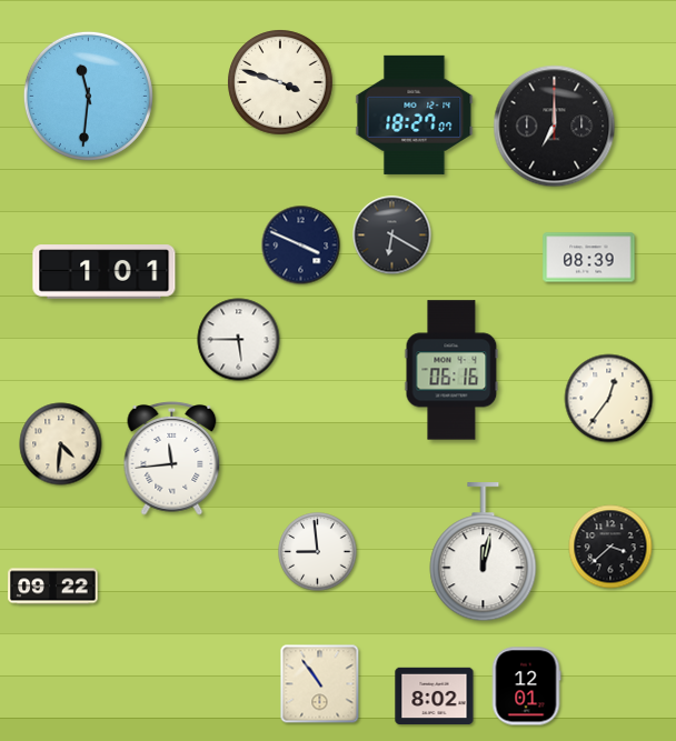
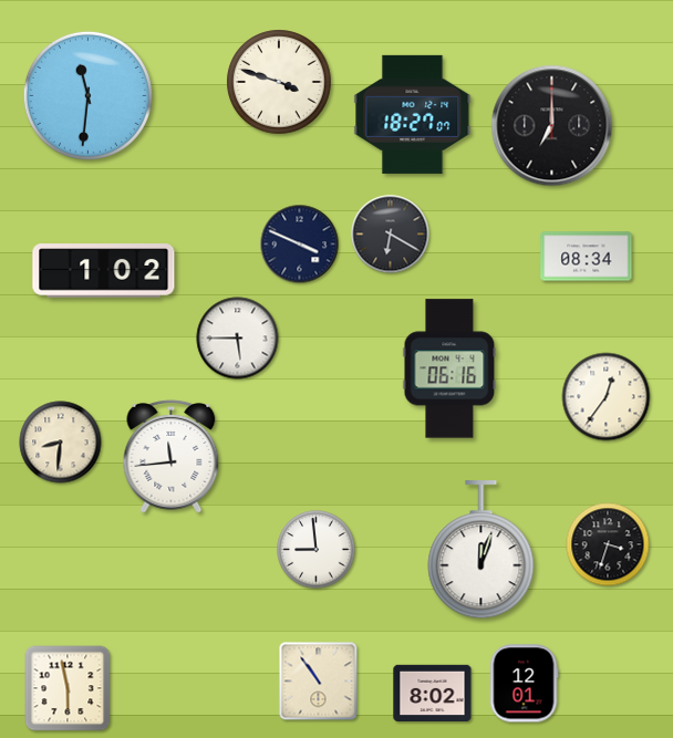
clock at (589, 258): 08:39 -> 08:34
clock at (105, 272): 1:01 -> 1:02
clock at (61, 444): 4:31 -> 8:31
clock at (610, 547): 3:38 -> 3:33
clock at (484, 552): 12:02 -> 12:03
clock at (53, 587): 09:22 -> none
clock at (68, 688): none -> 5:58
